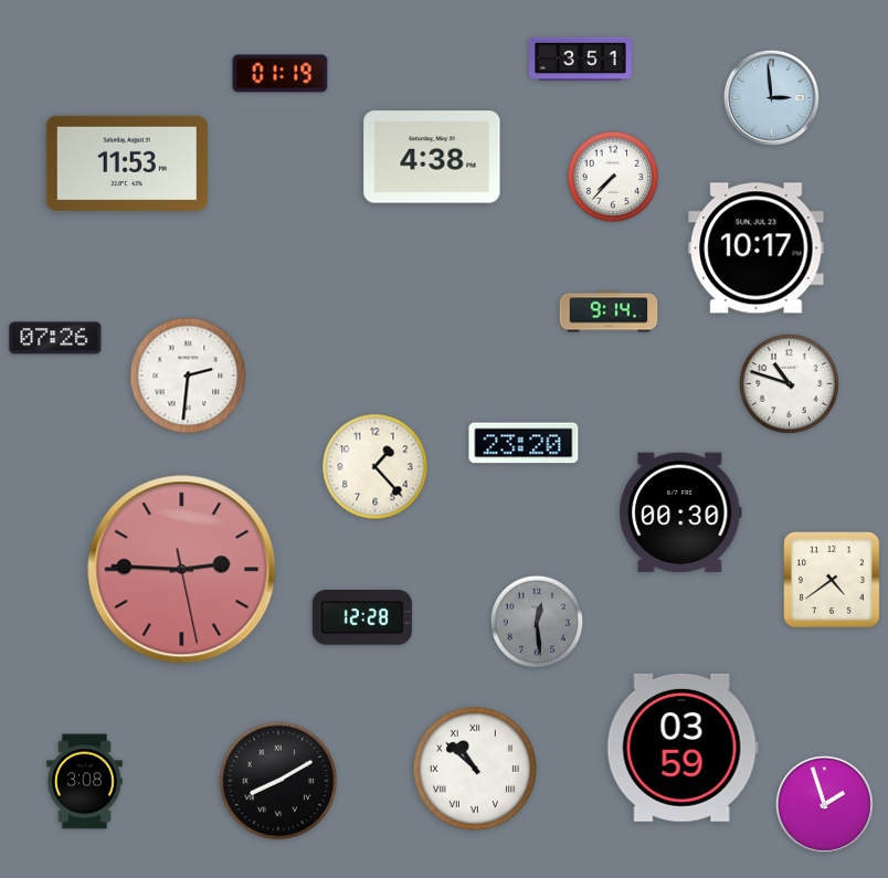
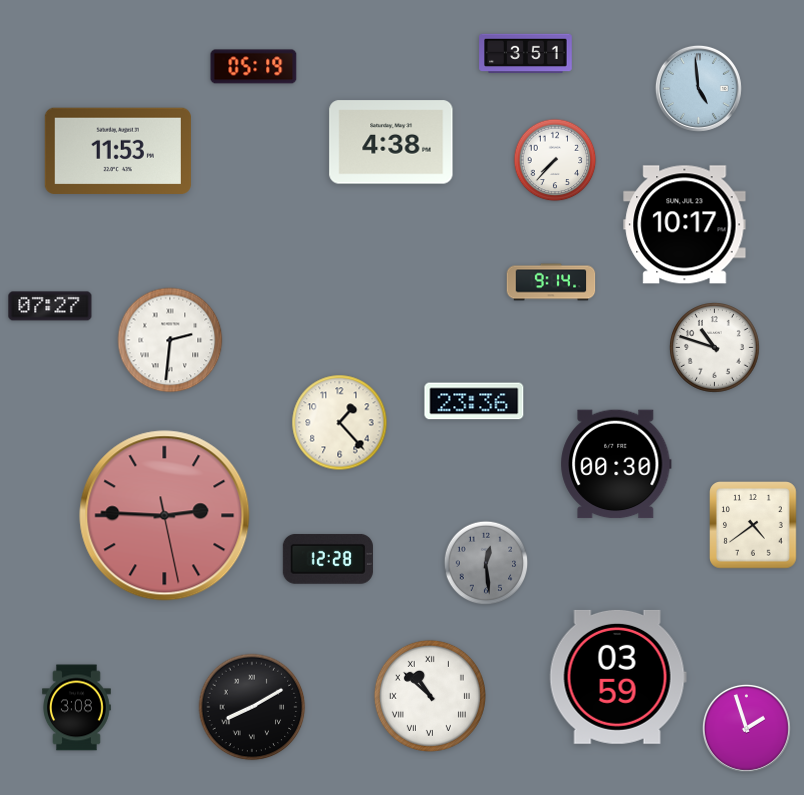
clock at (281, 74): 01:19 -> 05:19
clock at (771, 97): 2:59 -> 4:59
clock at (127, 163) position: (127, 163) -> (118, 151)
clock at (55, 338): 07:26 -> 07:27
clock at (524, 443): 23:20 -> 23:36
